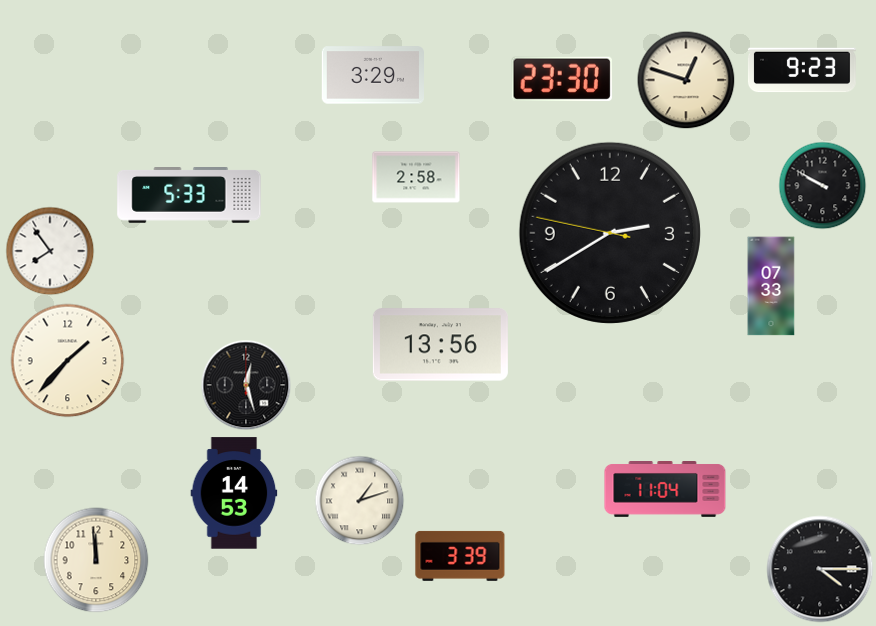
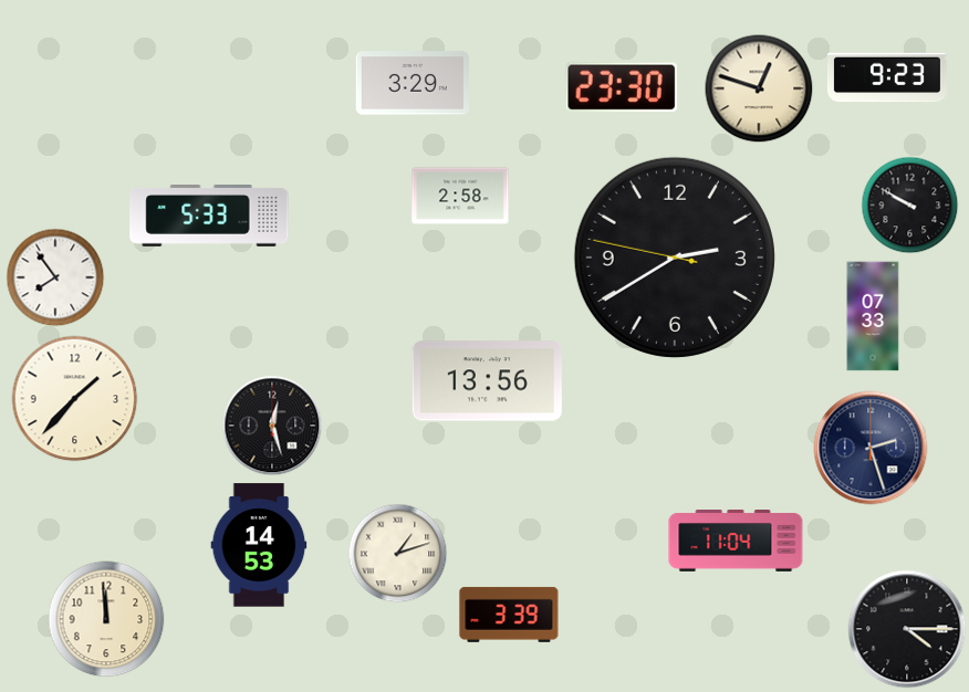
clock at (771, 286) position: (771, 286) -> (873, 316)
clock at (871, 448): none -> 2:27
